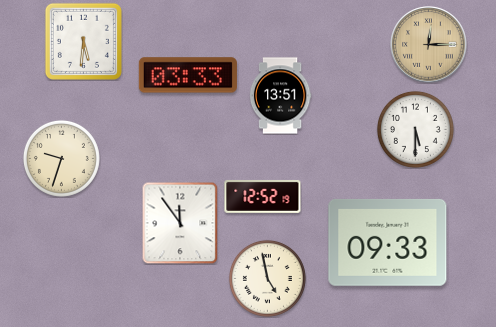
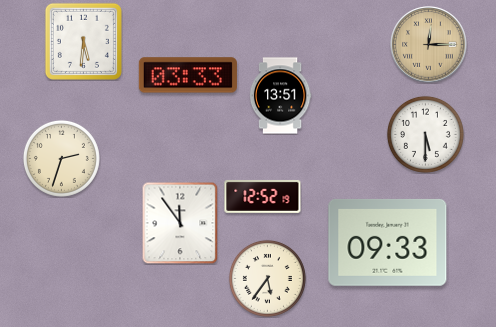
clock at (415, 129) position: (415, 129) -> (425, 134)
clock at (61, 158): 9:33 -> 2:33
clock at (267, 278): 4:58 -> 5:36
